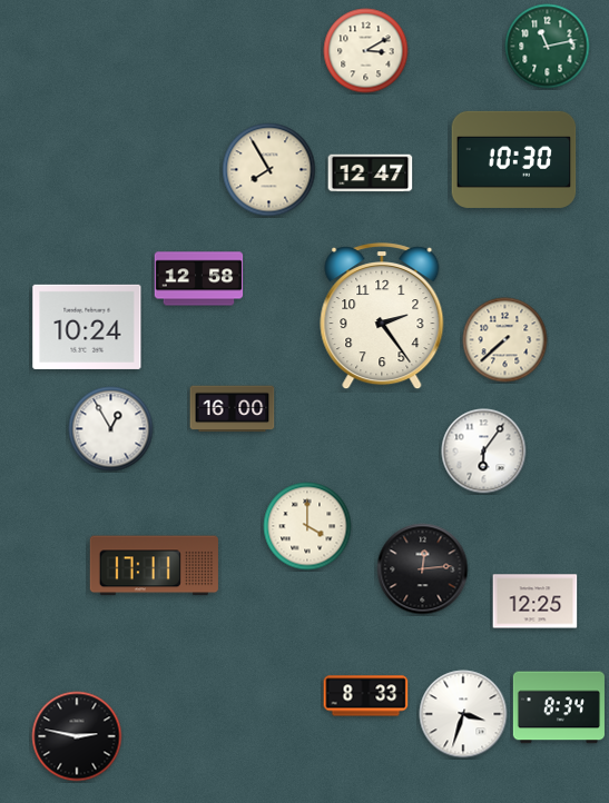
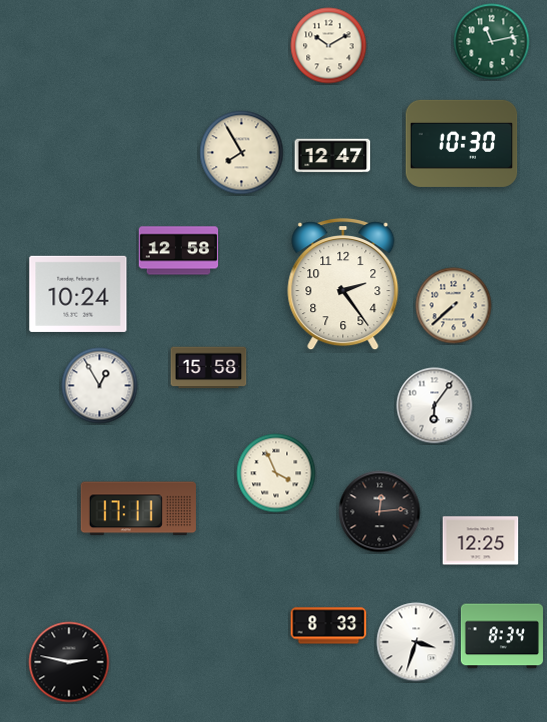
clock at (366, 51): 3:10 -> 10:10
clock at (233, 409): 16:00 -> 15:58
clock at (307, 526): 4:00 -> 3:56
